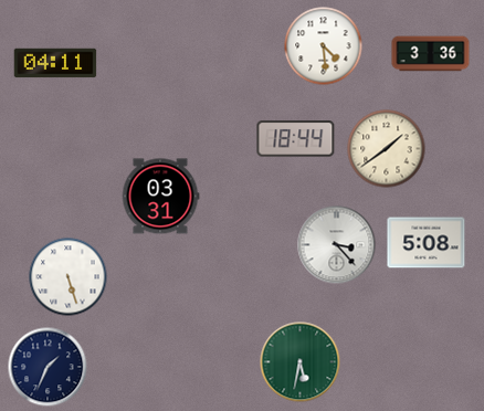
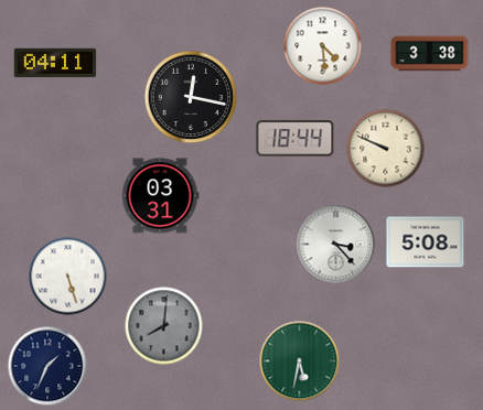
clock at (431, 54): 3:36 -> 3:38
clock at (191, 97): none -> 12:17
clock at (387, 149): 1:39 -> 9:49
clock at (164, 326): none -> 8:01
